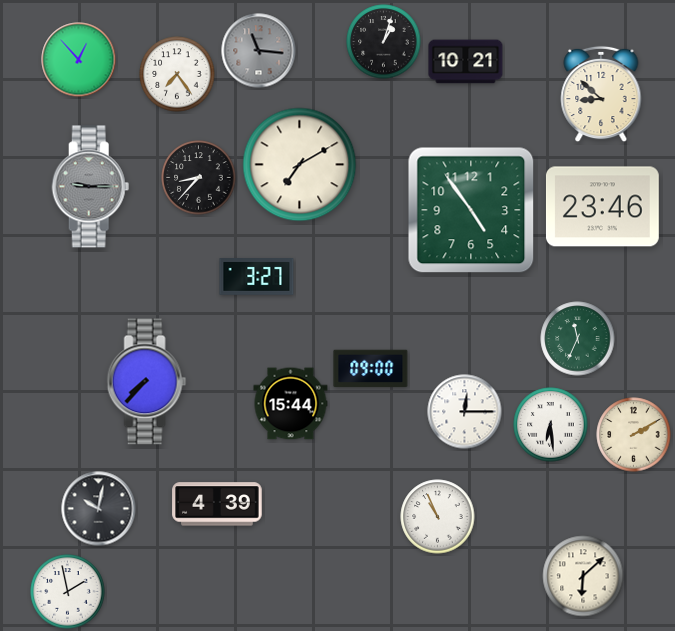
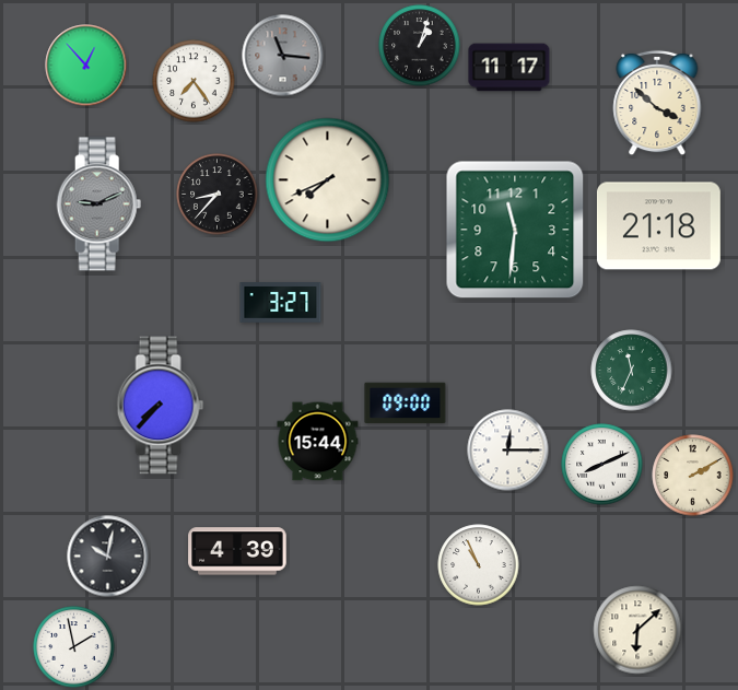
clock at (466, 62): 10:21 -> 11:17
clock at (601, 94): 8:52 -> 3:52
clock at (300, 165): 7:10 -> 7:41
clock at (91, 187): 9:15 -> 9:11
clock at (602, 207): 23:46 -> 21:18
clock at (471, 210): 4:54 -> 11:31
clock at (147, 382) position: (147, 382) -> (161, 406)
clock at (551, 425): 6:29 -> 8:11
